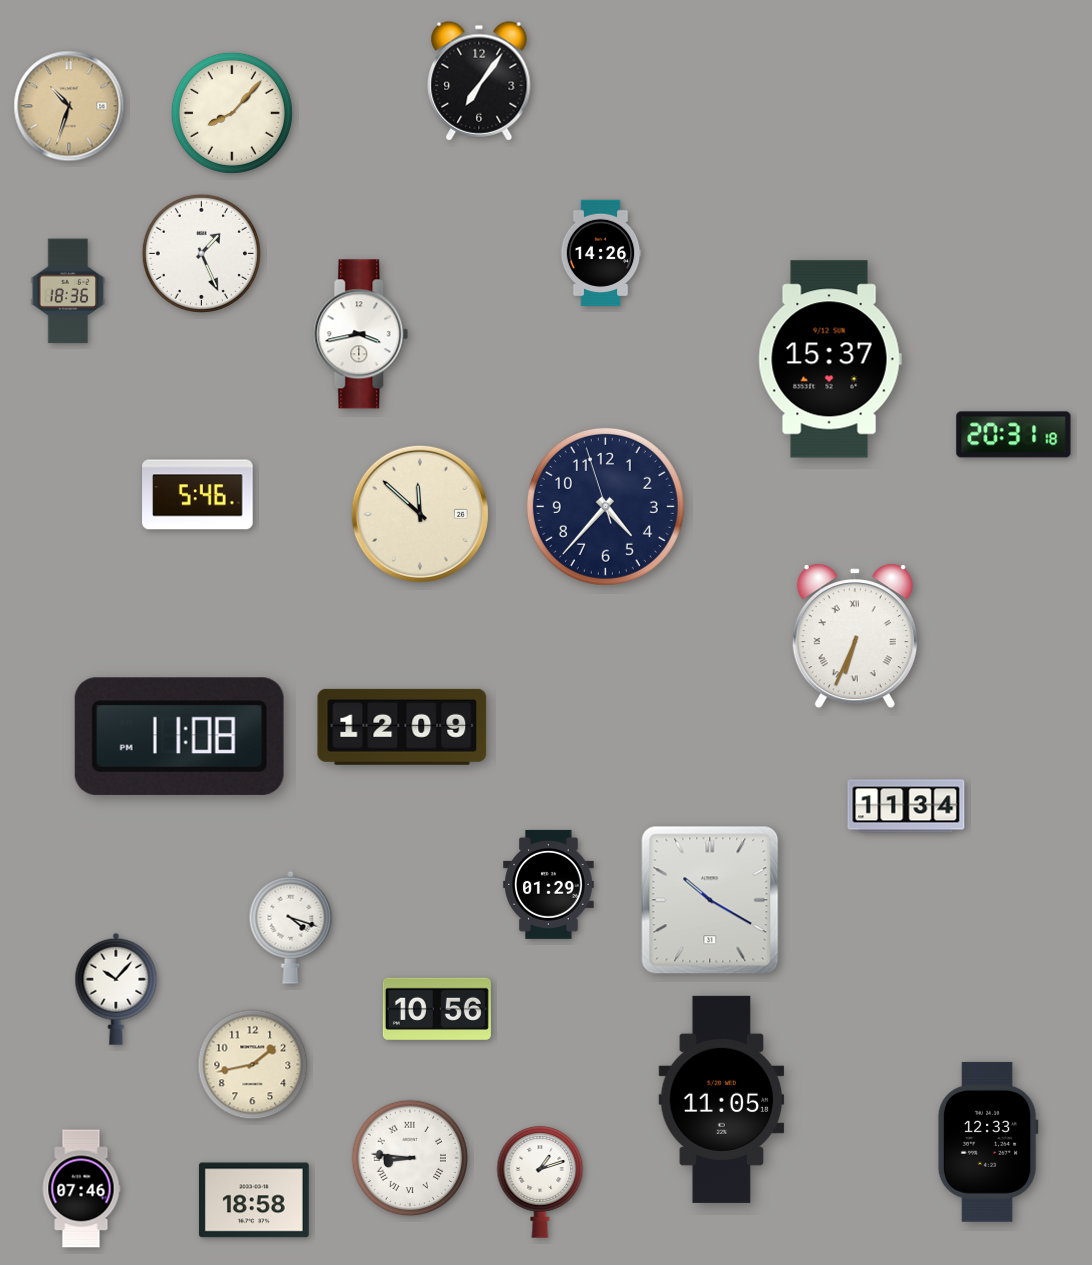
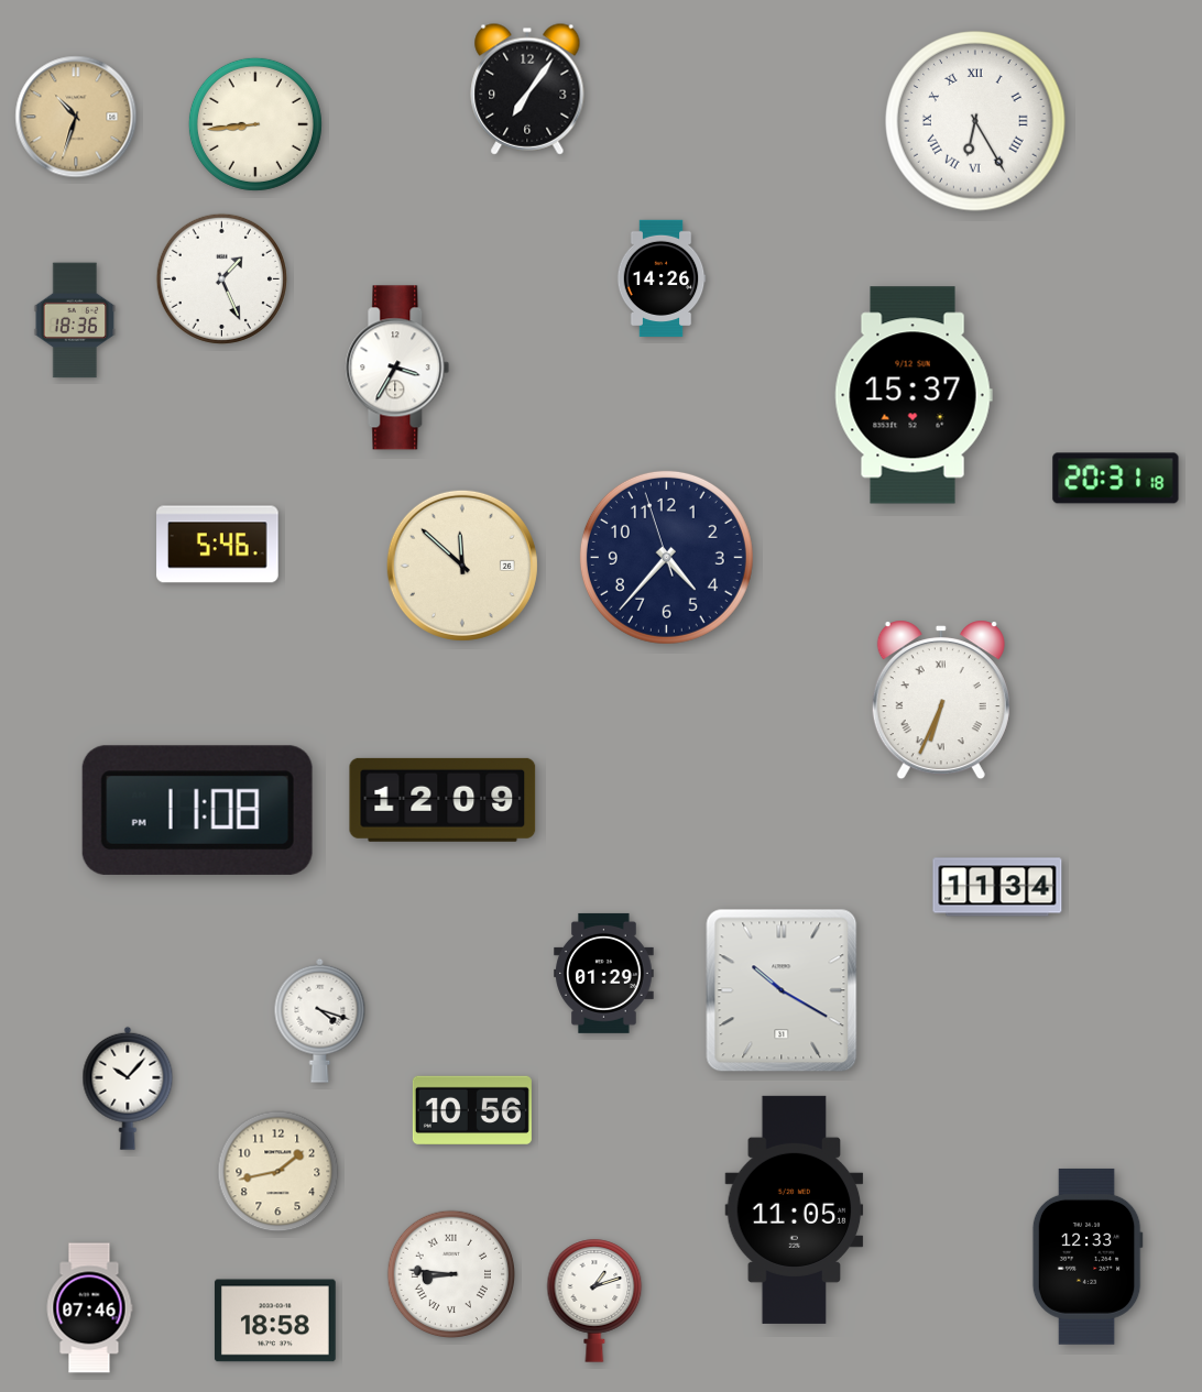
clock at (975, 121): none -> 6:25
clock at (232, 113): 8:07 -> 8:44
clock at (361, 334): 3:43 -> 3:35
clock at (437, 1008) position: (437, 1008) -> (472, 1109)
clock at (254, 1200) position: (254, 1200) -> (275, 1320)
